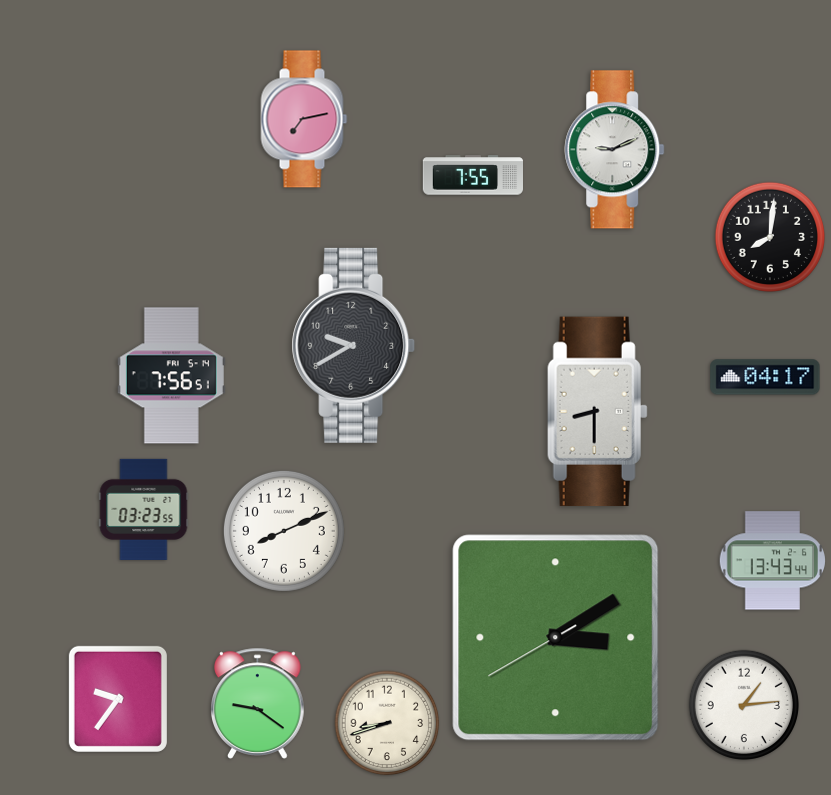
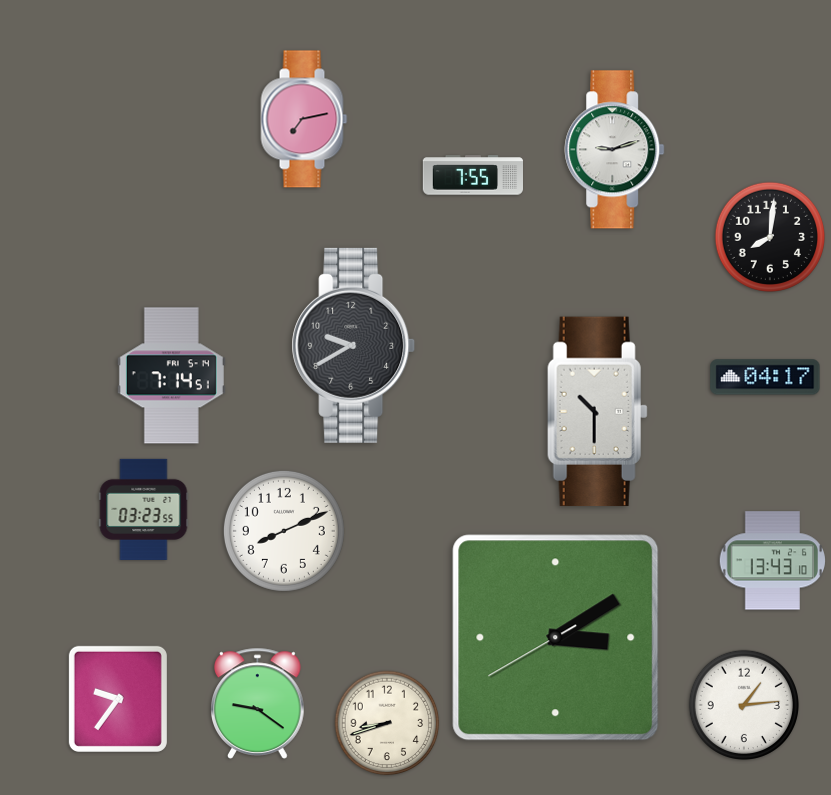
clock at (615, 150): 9:11 -> 9:12
clock at (171, 376): 7:56 -> 7:14
clock at (597, 412): 8:30 -> 10:30
clock at (772, 561): 13:43:44 -> 13:43:10
